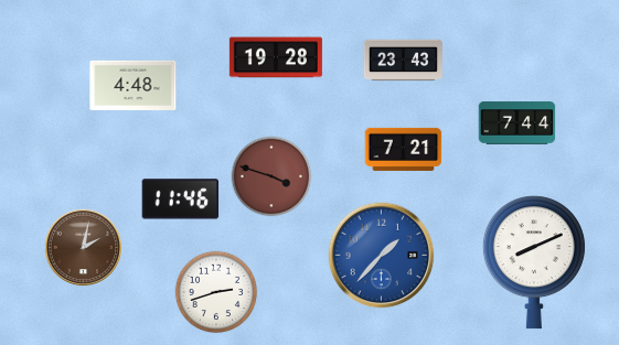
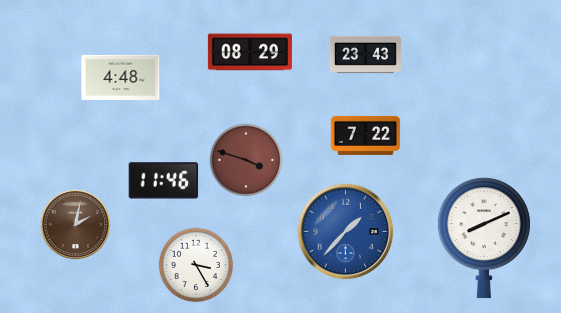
clock at (276, 57): 19:28 -> 08:29
clock at (517, 123): 7:44 -> none
clock at (404, 149): 7:21 -> 7:22
clock at (216, 292): 2:42 -> 3:25
